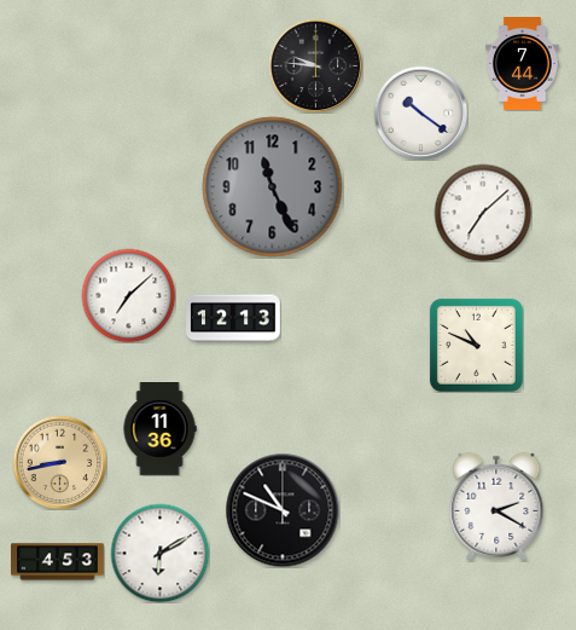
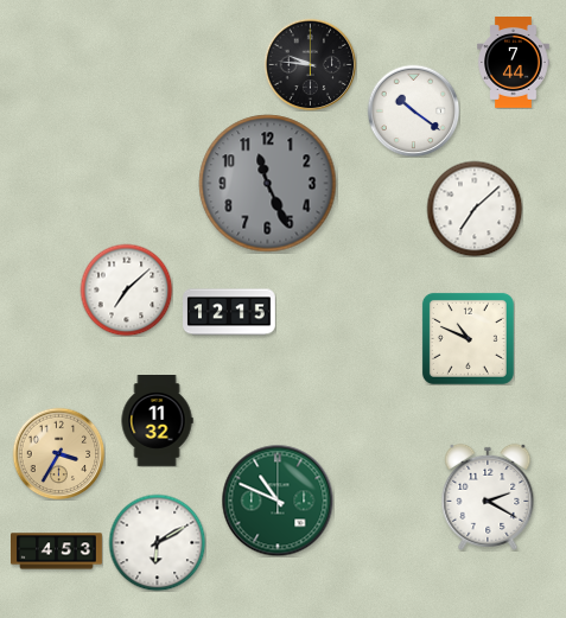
clock at (233, 318): 12:13 -> 12:15
clock at (159, 429): 11:36 -> 11:32
clock at (59, 462): 8:43 -> 3:35
clock at (283, 510) dial: black -> green
